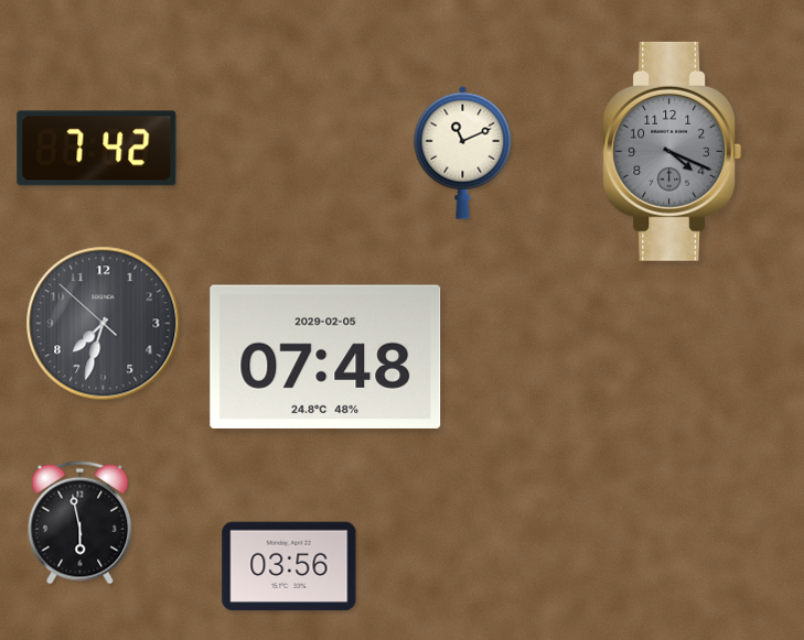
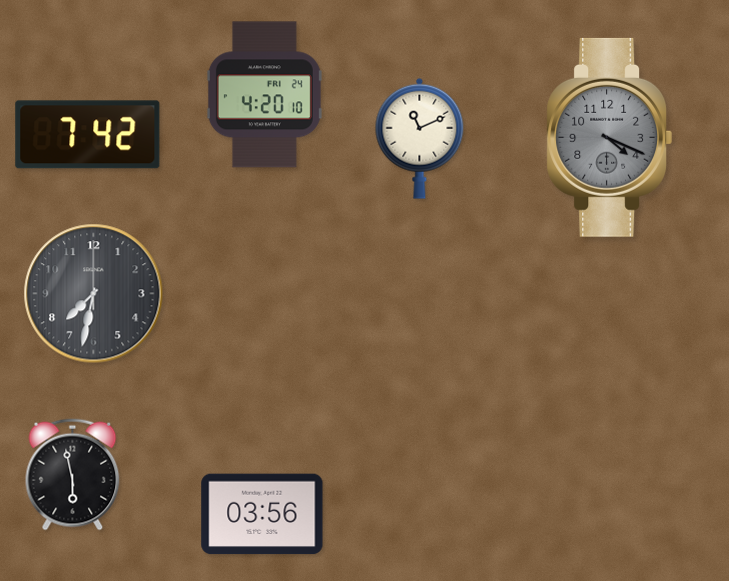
clock at (264, 95): none -> 4:20
clock at (104, 324): 7:32:52 -> 7:32:00
clock at (325, 357): 07:48 -> none
